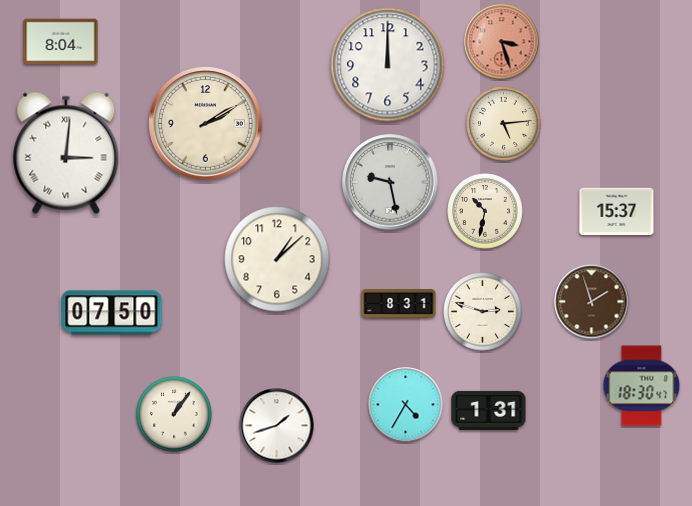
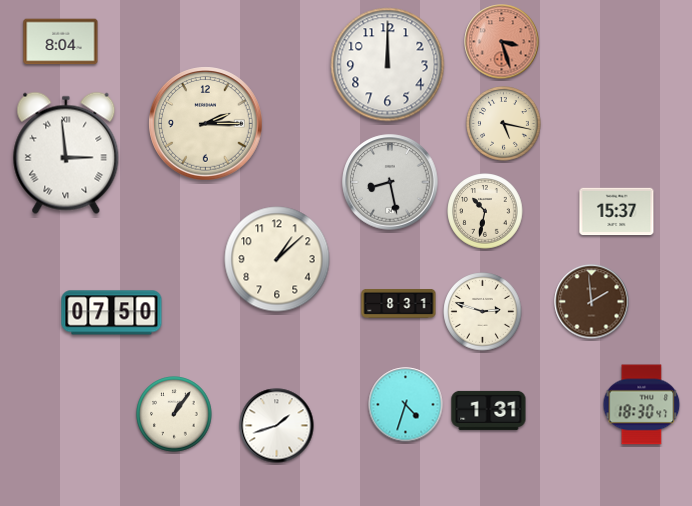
clock at (206, 124): 2:10 -> 2:15
clock at (504, 124): 5:14 -> 5:17
clock at (66, 153): 3:01 -> 2:59
clock at (390, 182): 9:28 -> 8:28
clock at (592, 302): 1:57 -> 1:59
clock at (642, 386) position: (642, 386) -> (642, 405)
clock at (406, 405): 4:35 -> 4:33
